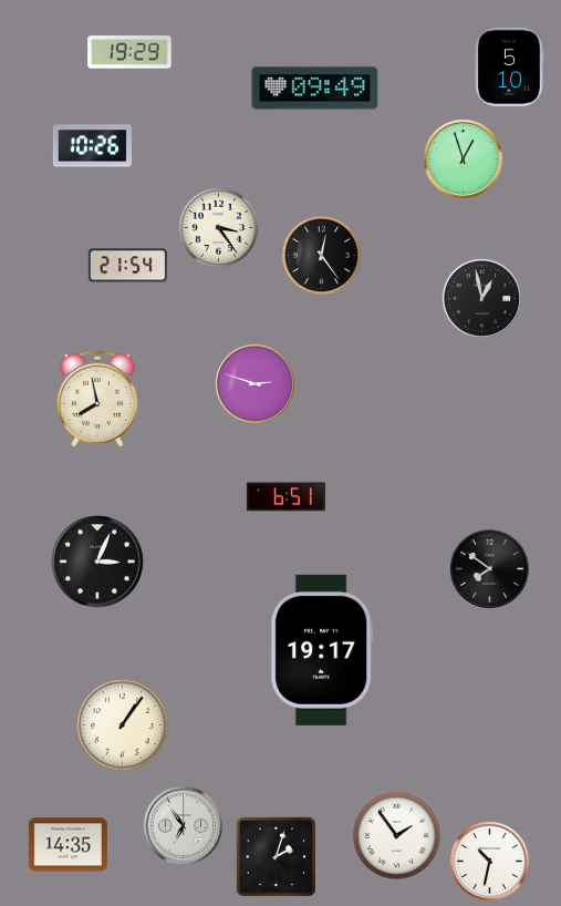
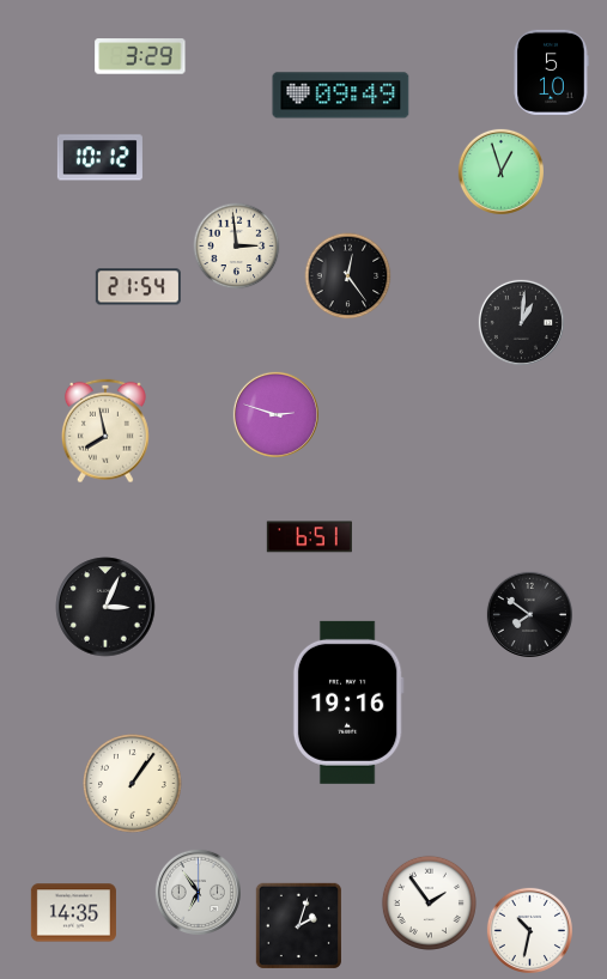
clock at (129, 52): 19:29 -> 3:29
clock at (92, 146): 10:26 -> 10:12
clock at (219, 228): 3:24 -> 2:59
clock at (481, 298): 12:58 -> 1:01
clock at (322, 650): 19:17 -> 19:16
